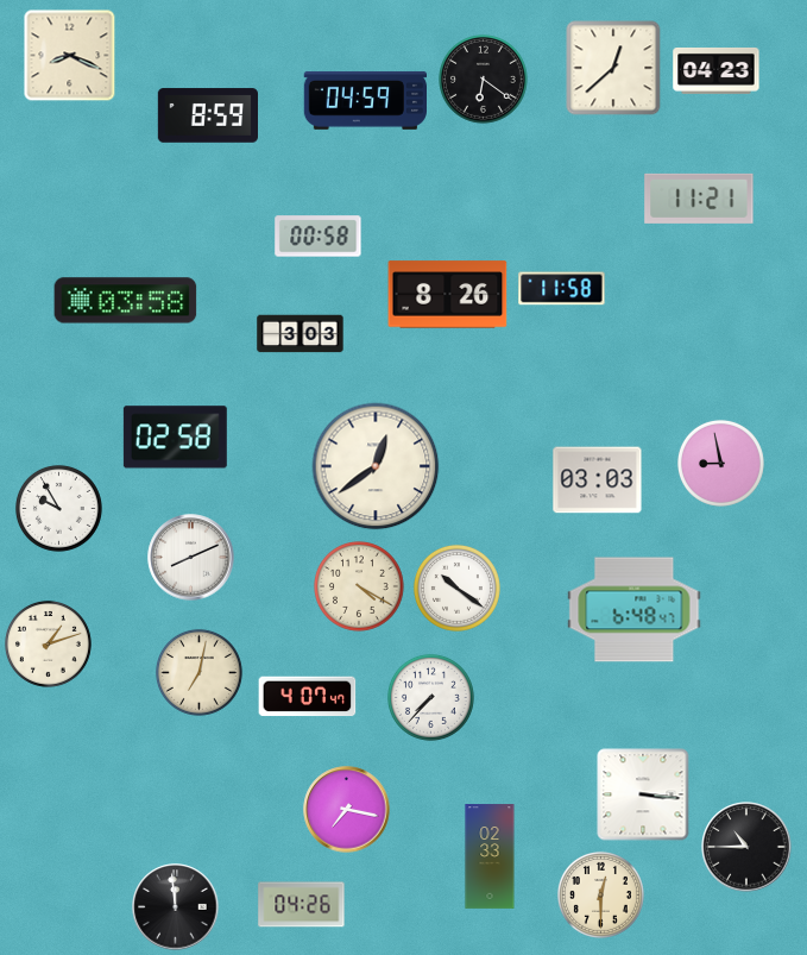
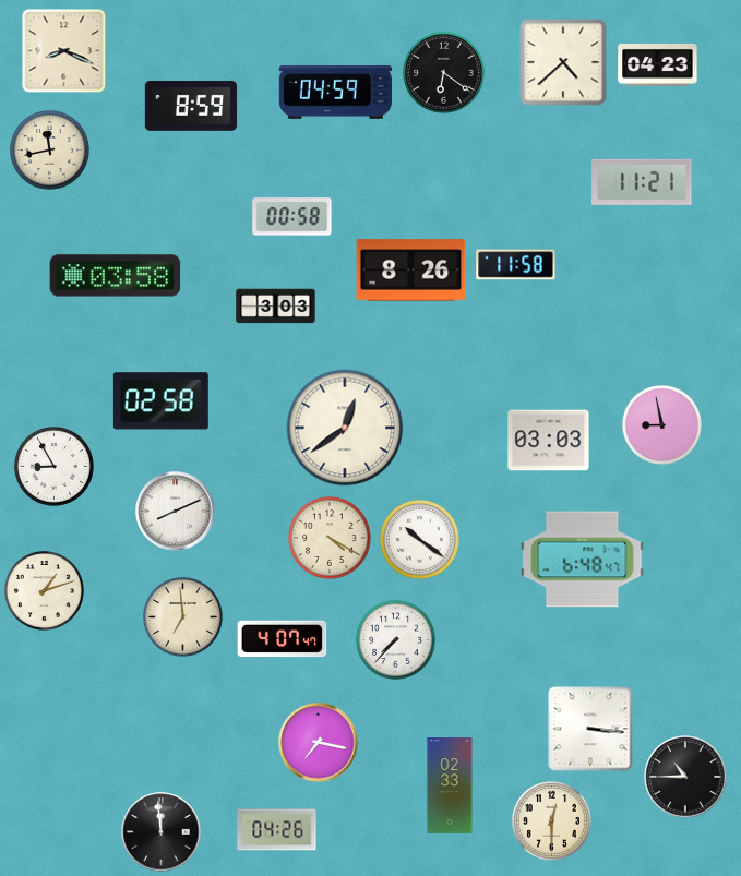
clock at (613, 68): 12:38 -> 4:38
clock at (49, 149): none -> 11:43
clock at (58, 508): 9:55 -> 8:55
clock at (198, 672): 7:02 -> 6:59
